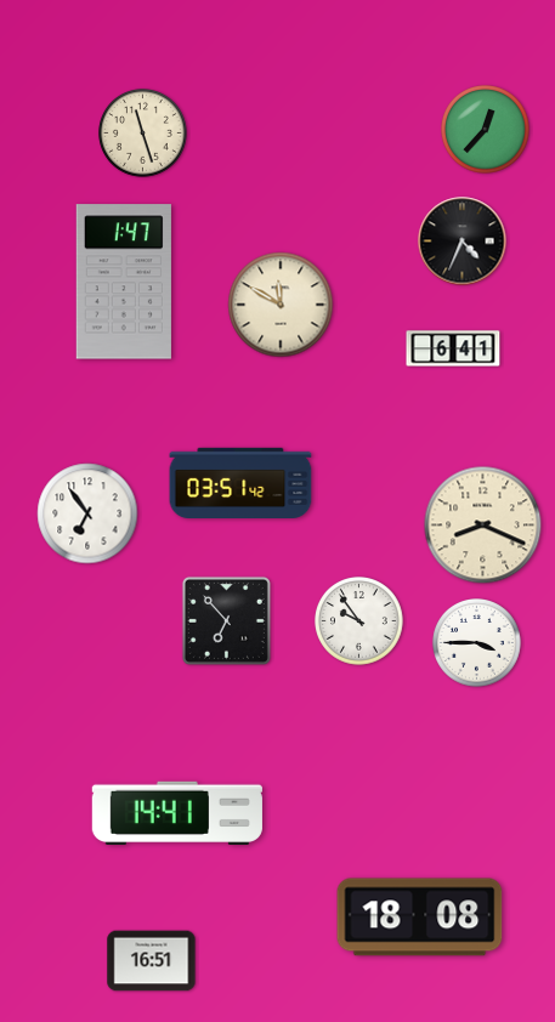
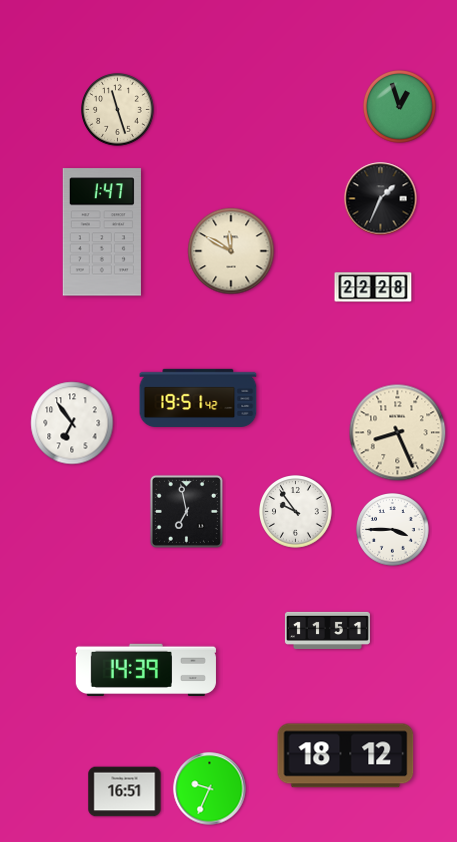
clock at (486, 130): 12:37 -> 12:57
clock at (463, 242): 4:34 -> 1:34
clock at (453, 348): 6:41 -> 22:28
clock at (240, 483): 03:51 -> 19:51
clock at (483, 526): 8:19 -> 8:26
clock at (226, 620): 6:53 -> 6:58
clock at (327, 630): none -> 11:51
clock at (177, 812): 14:41 -> 14:39
clock at (420, 918): 18:08 -> 18:12
clock at (210, 789): none -> 9:34
